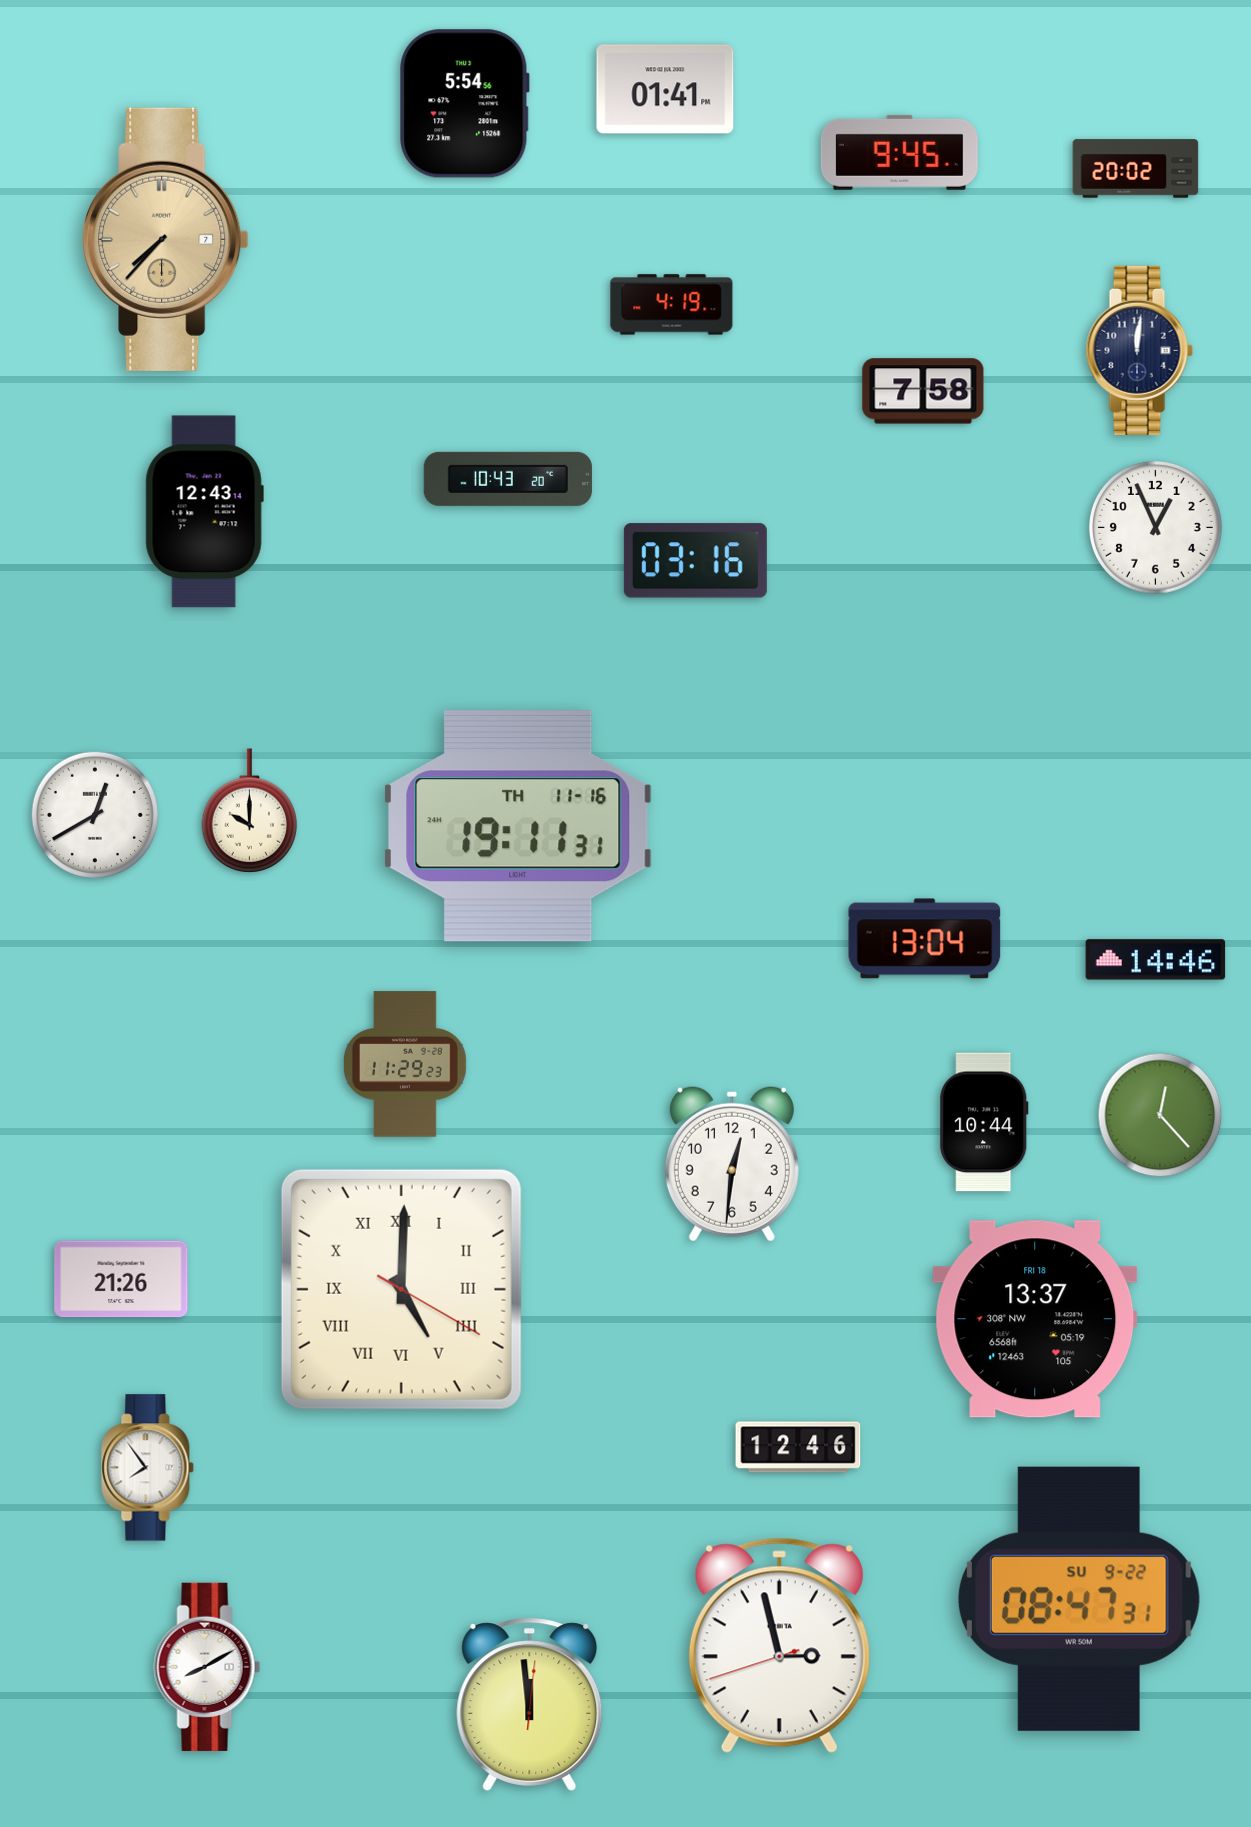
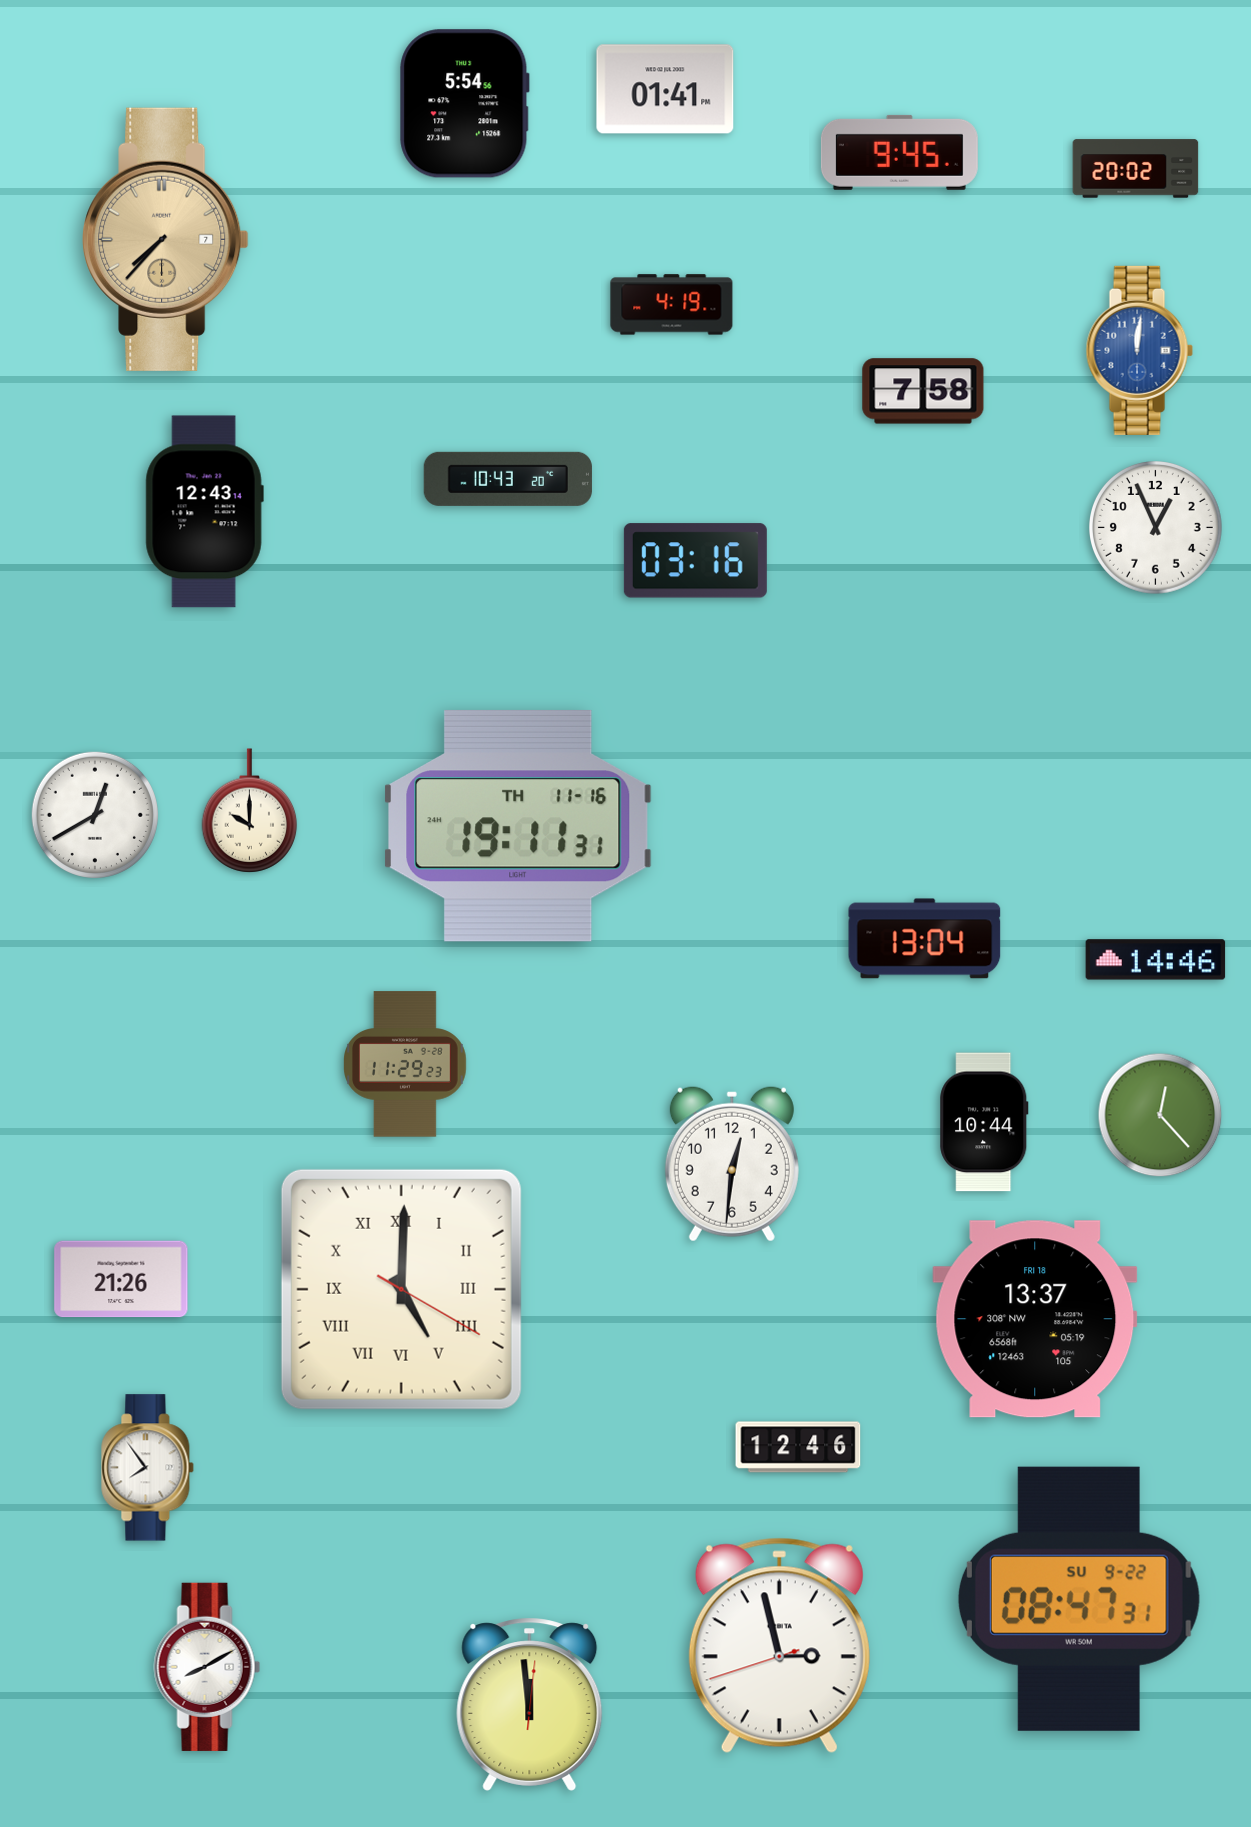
clock at (1139, 350) dial: navy -> blue
